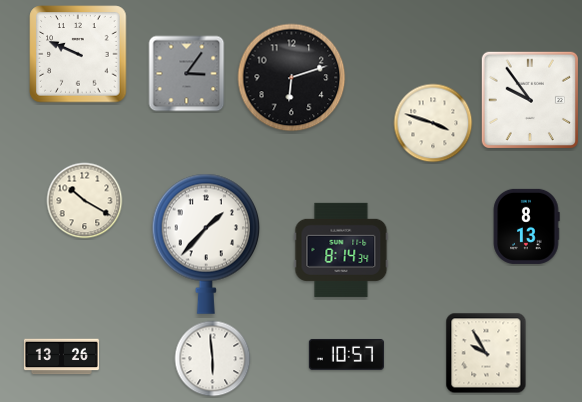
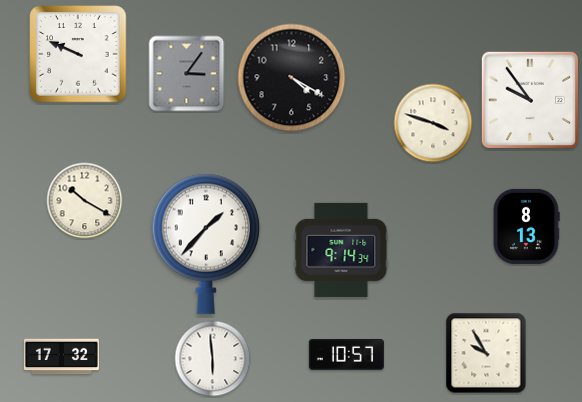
clock at (292, 78): 6:12 -> 4:20
clock at (341, 250): 8:14 -> 9:14
clock at (61, 357): 13:26 -> 17:32
